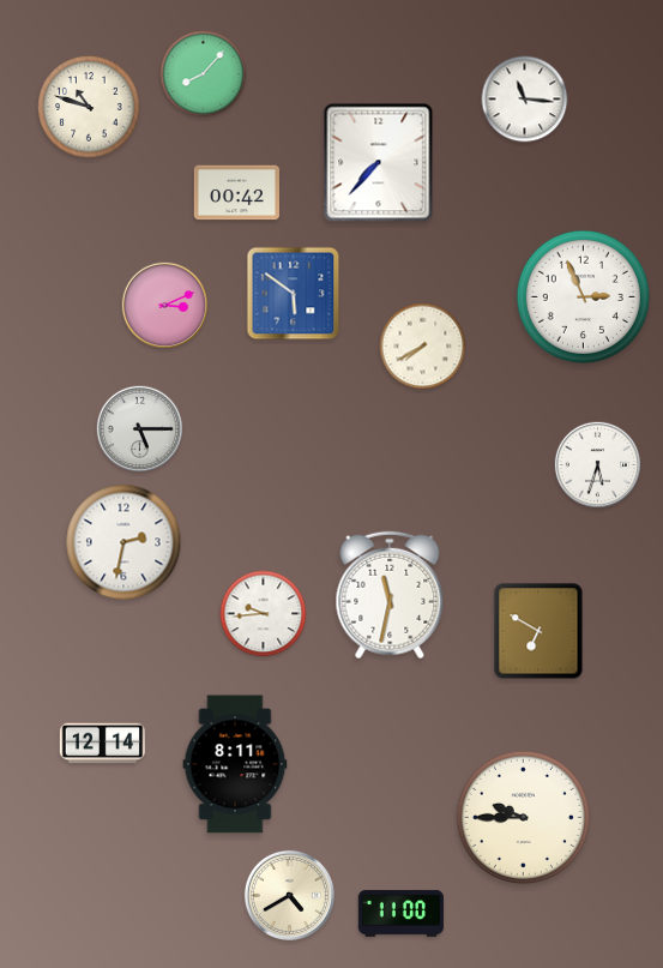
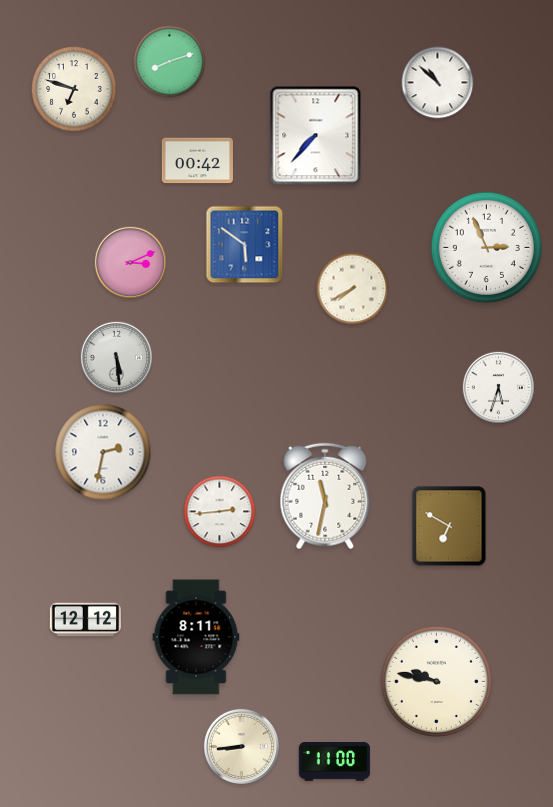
clock at (204, 74): 8:07 -> 8:12
clock at (525, 100): 11:16 -> 10:52
clock at (89, 107): 10:48 -> 6:48
clock at (164, 305) position: (164, 305) -> (130, 262)
clock at (139, 428): 5:15 -> 5:29
clock at (264, 614): 9:44 -> 2:44
clock at (102, 744): 12:14 -> 12:12
clock at (523, 817): 9:45 -> 9:47
clock at (289, 895): 4:40 -> 8:44
